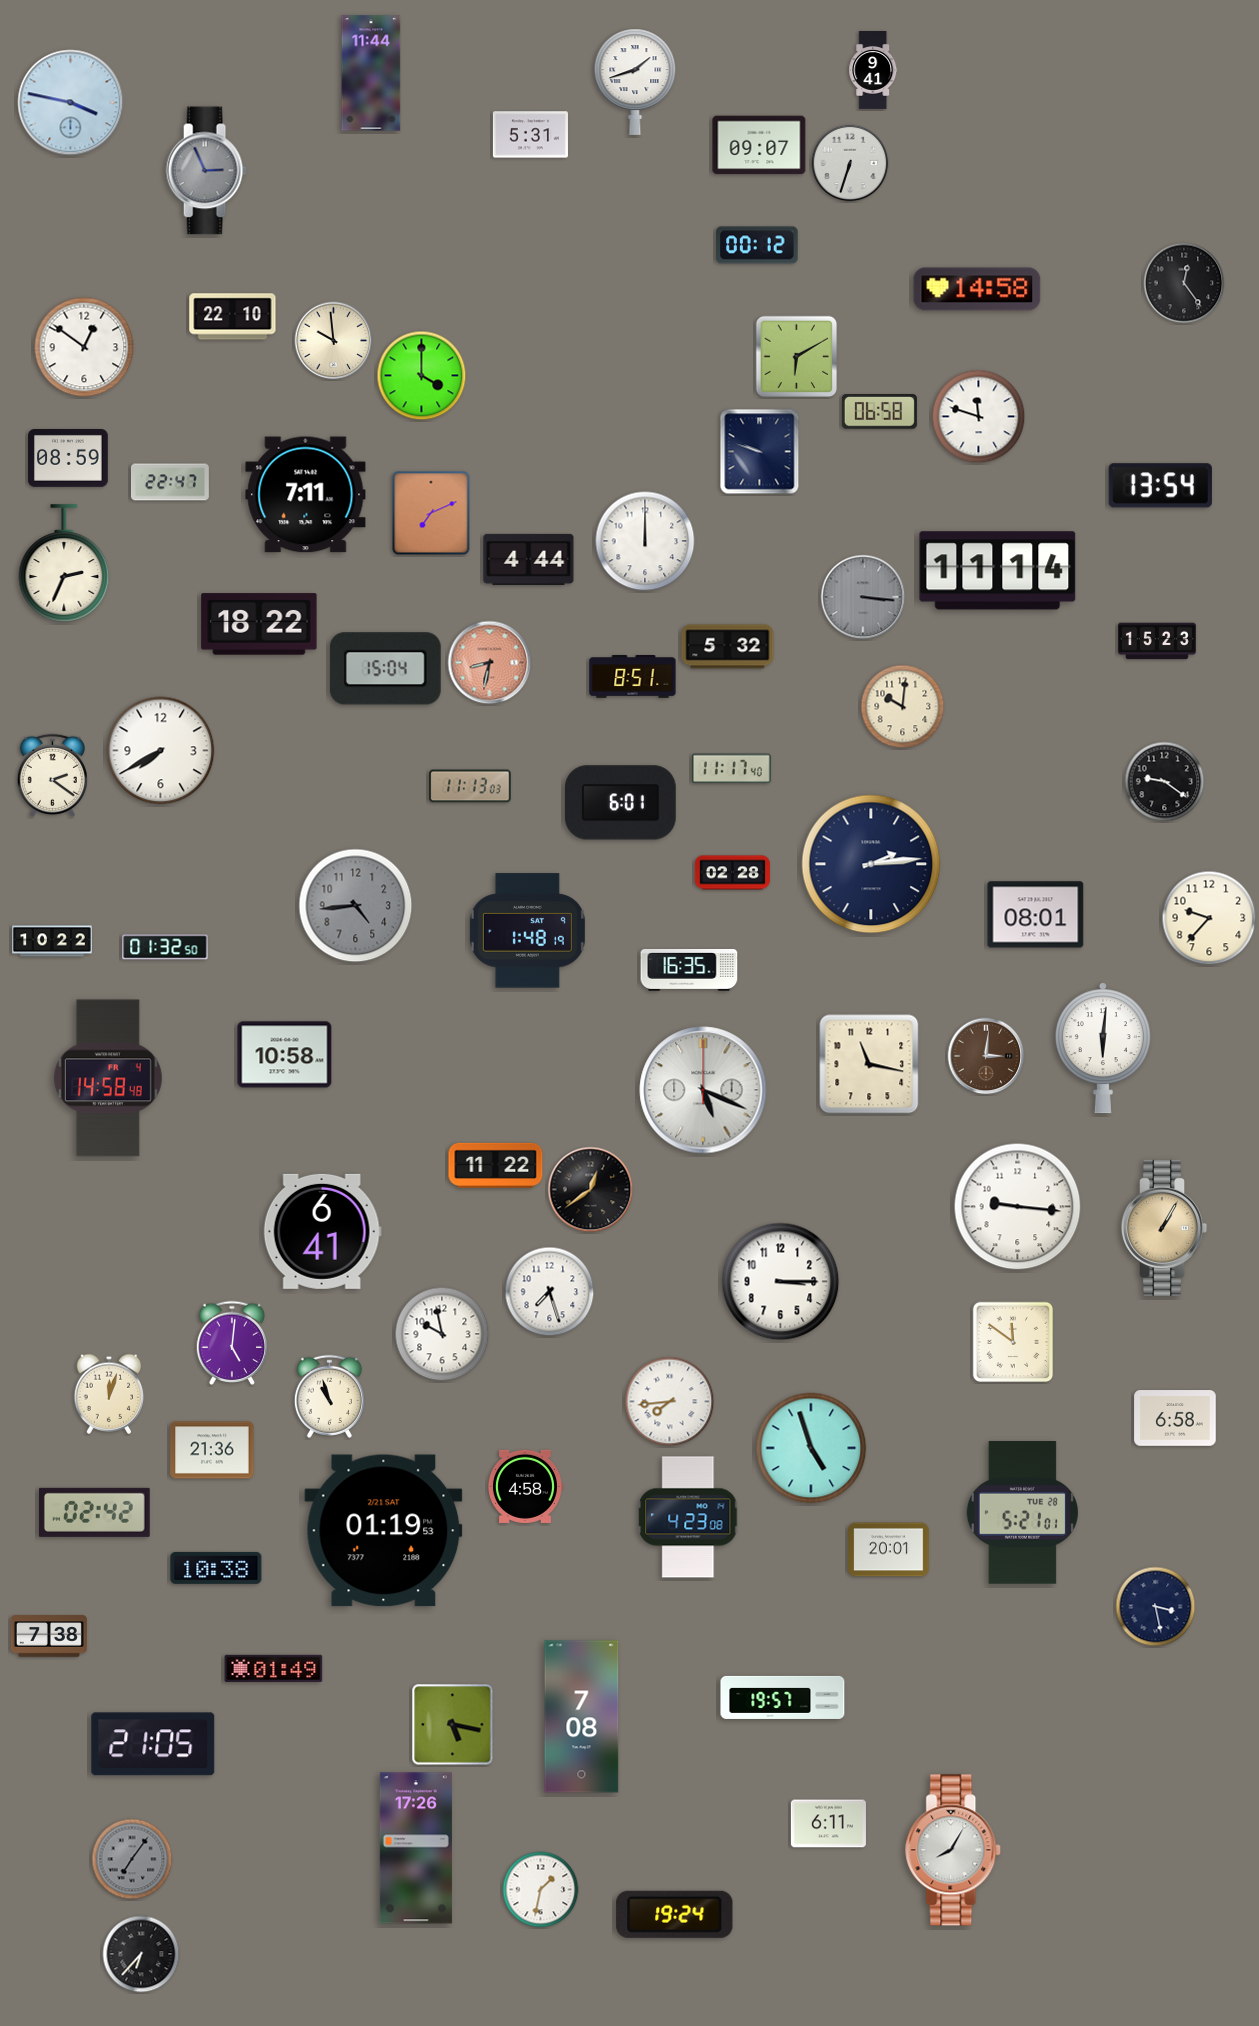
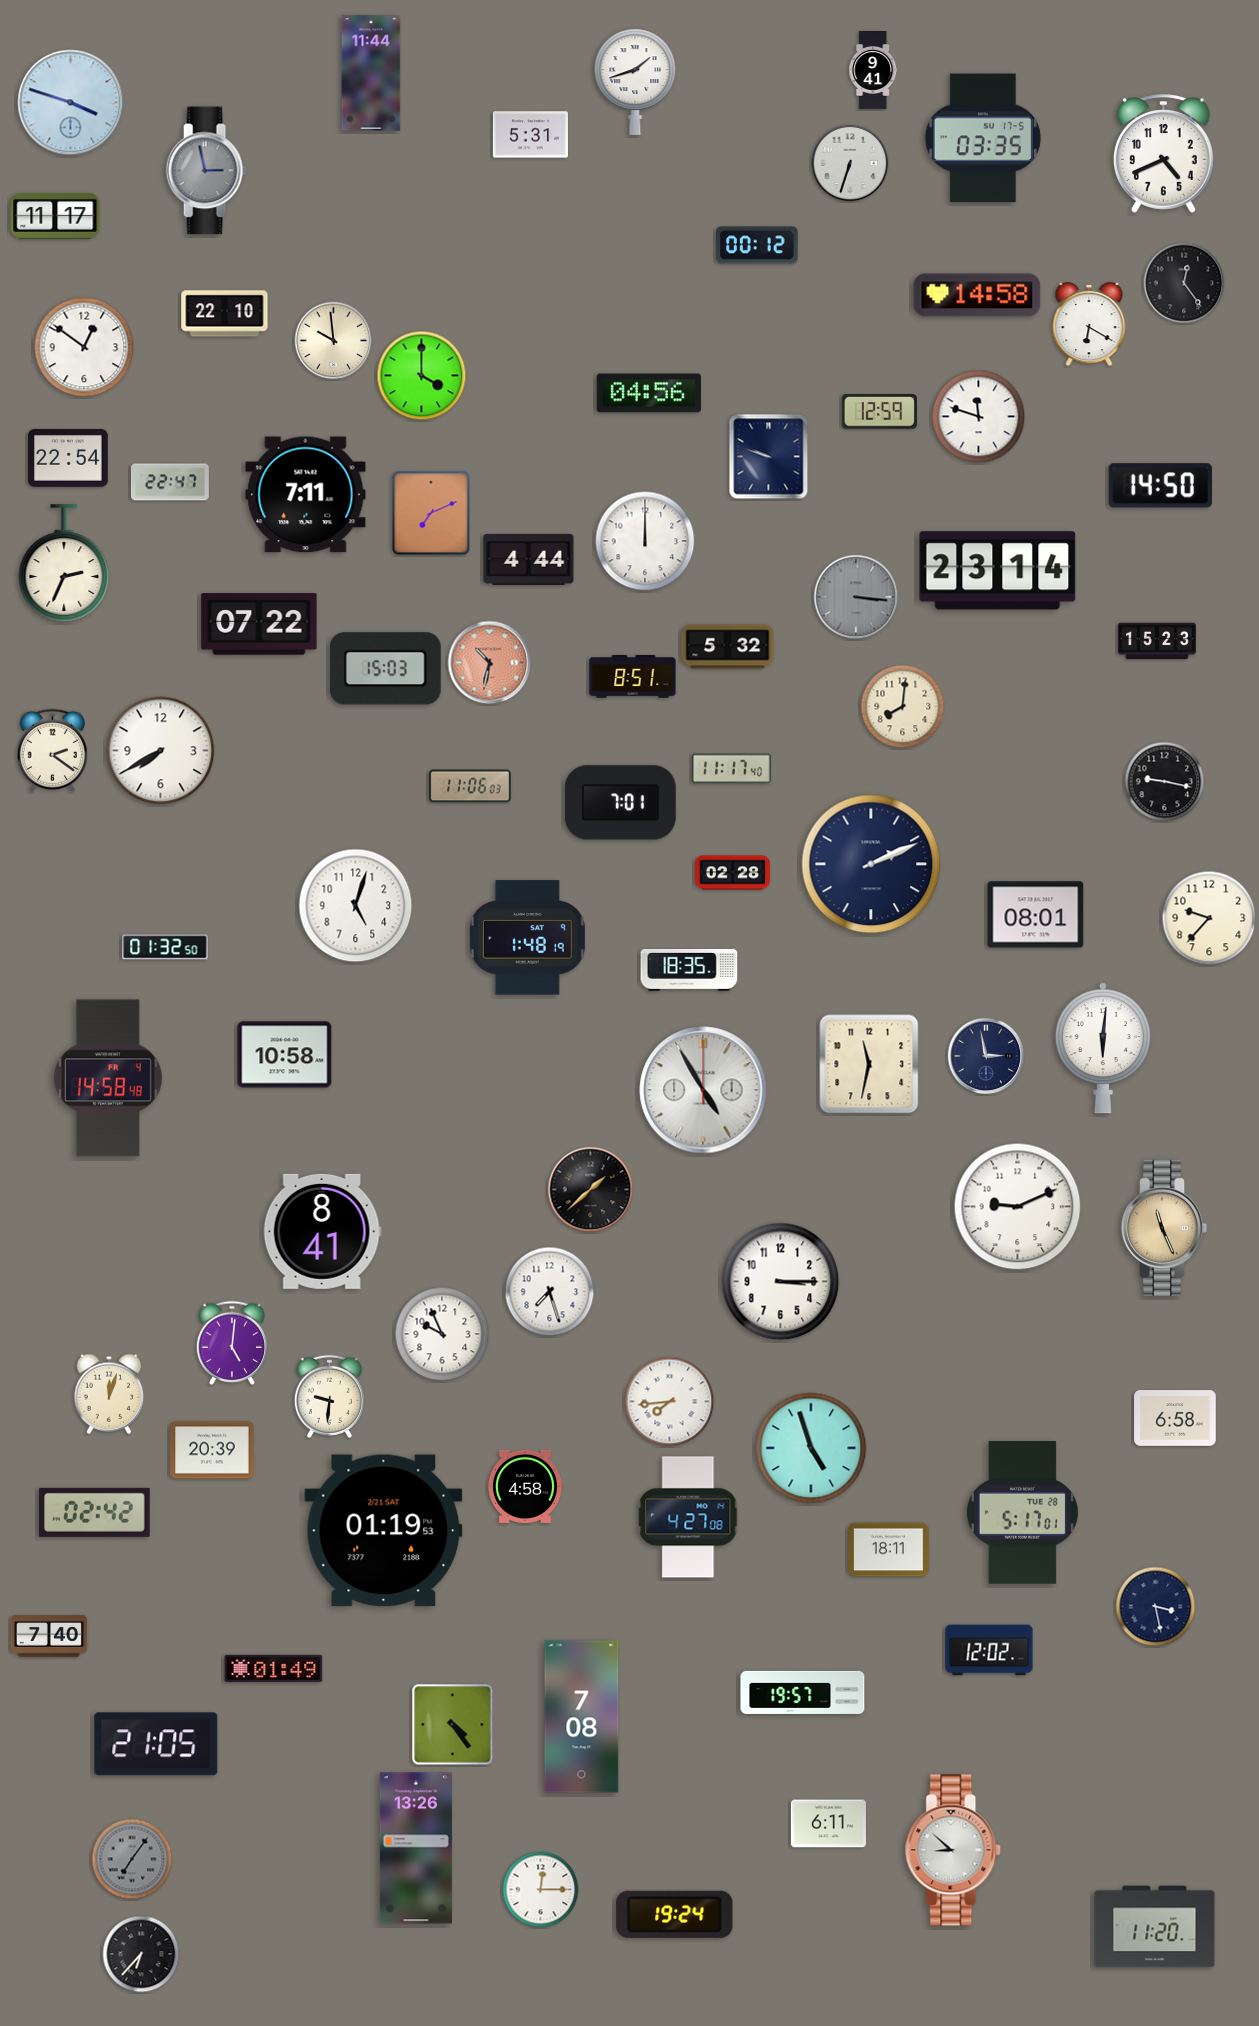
clock at (71, 103): 3:47 -> 3:48
clock at (983, 138): none -> 03:35
clock at (759, 145): 09:07 -> none
clock at (1164, 154): none -> 4:41
clock at (206, 171): 2:56 -> 2:58
clock at (55, 216): none -> 11:17
clock at (977, 289) position: (977, 289) -> (977, 295)
clock at (233, 317) position: (233, 317) -> (225, 314)
clock at (1089, 324): none -> 6:20
clock at (797, 357): 6:10 -> none
clock at (649, 393): none -> 04:56
clock at (879, 412): 06:58 -> 12:59
clock at (760, 452) position: (760, 452) -> (769, 457)
clock at (68, 459): 08:59 -> 22:54
clock at (1160, 486): 13:54 -> 14:50
clock at (998, 571): 11:14 -> 23:14
clock at (863, 597) position: (863, 597) -> (856, 597)
clock at (259, 624): 18:22 -> 07:22
clock at (490, 663): 8:32 -> 10:32
clock at (385, 669): 15:04 -> 15:03
clock at (903, 707): 10:01 -> 8:01
clock at (52, 775) position: (52, 775) -> (52, 750)
clock at (1165, 782): 9:21 -> 9:17
clock at (470, 786): 11:13 -> 11:06
clock at (620, 803): 6:01 -> 7:01
clock at (871, 864): 2:14 -> 2:11
clock at (356, 906): 4:44 -> 5:03
clock at (356, 906) dial: grey -> white
clock at (527, 931) position: (527, 931) -> (527, 938)
clock at (52, 941): 10:22 -> none
clock at (689, 970): 16:35 -> 18:35
clock at (986, 1056): 3:01 -> 2:58
clock at (986, 1056) dial: brown -> navy
clock at (869, 1064): 11:17 -> 11:32
clock at (703, 1090): 5:19 -> 4:55
clock at (496, 1165): 11:22 -> none
clock at (591, 1190): 12:39 -> 1:38
clock at (1018, 1207): 9:16 -> 9:11
clock at (1164, 1228): 1:05 -> 11:26
clock at (322, 1231): 6:41 -> 8:41
clock at (442, 1334): 9:58 -> 9:56
clock at (1013, 1342): 11:51 -> none
clock at (329, 1396): 10:57 -> 9:31
clock at (212, 1450): 21:36 -> 20:39
clock at (1022, 1513): 5:21 -> 5:17
clock at (689, 1517): 4:23 -> 4:27
clock at (889, 1550): 20:01 -> 18:11
clock at (216, 1568): 10:38 -> none
clock at (49, 1636): 7:38 -> 7:40
clock at (989, 1650): none -> 12:02
clock at (783, 1697) position: (783, 1697) -> (803, 1692)
clock at (453, 1725): 5:17 -> 4:24
clock at (153, 1744) position: (153, 1744) -> (156, 1744)
clock at (416, 1848): 17:26 -> 13:26
clock at (954, 1850): 8:05 -> 8:52
clock at (541, 1890): 1:32 -> 12:15
clock at (1155, 1927): none -> 11:20
